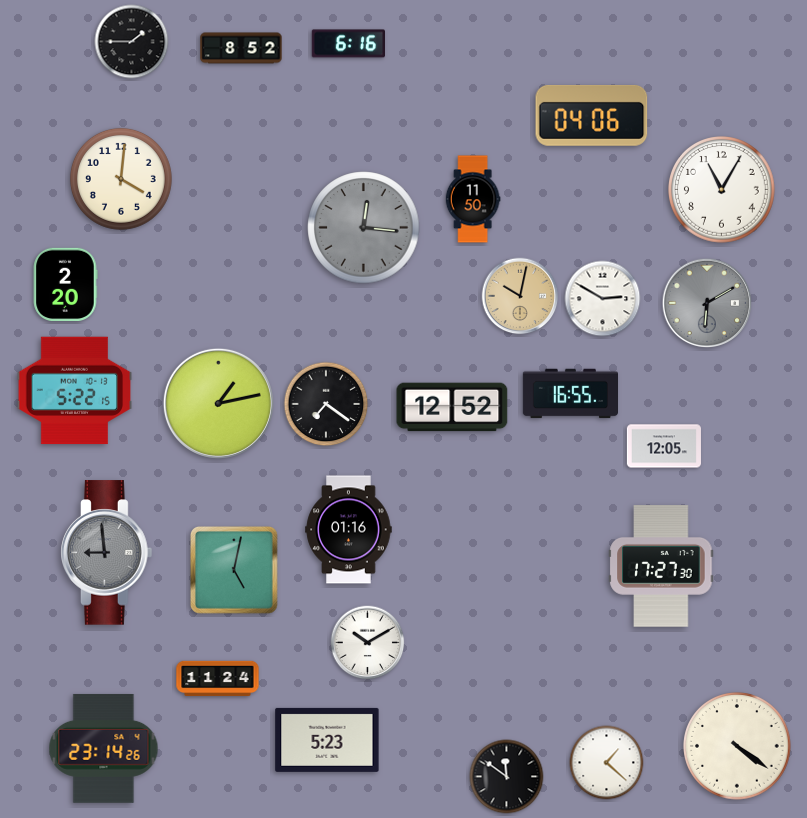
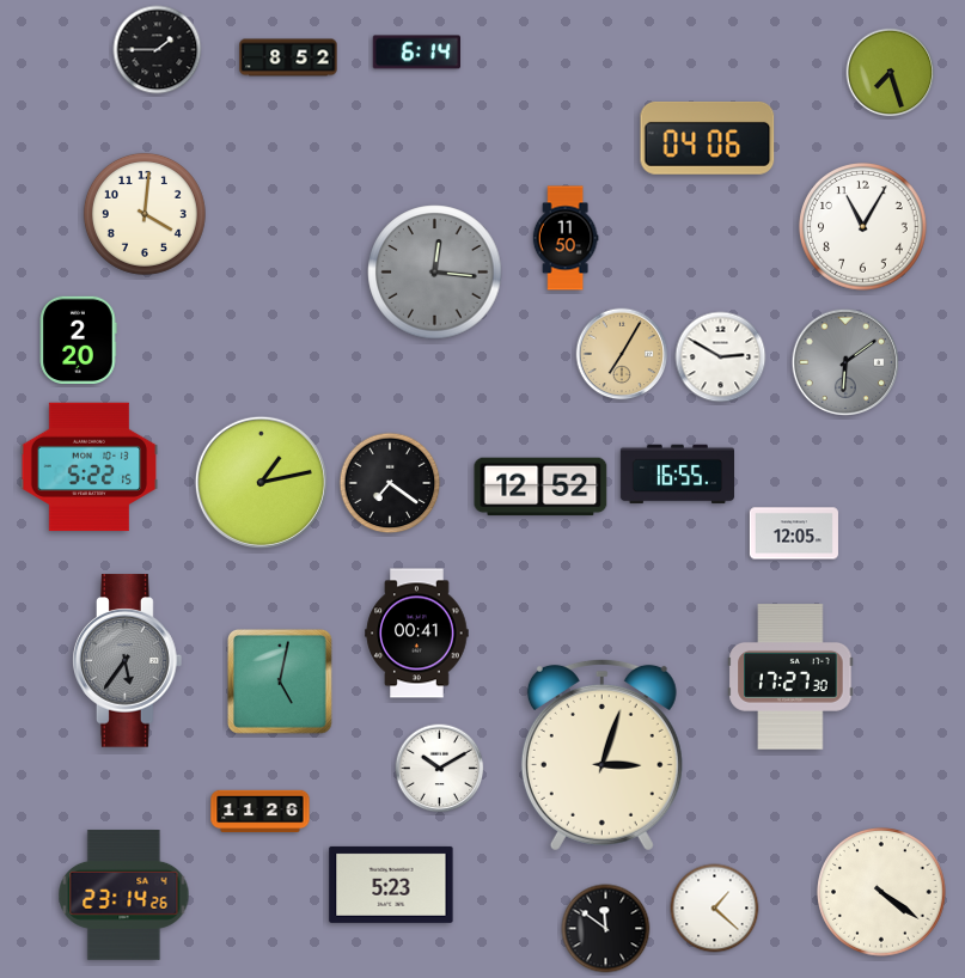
clock at (348, 44): 6:16 -> 6:14
clock at (891, 73): none -> 7:27
clock at (520, 296): 10:02 -> 7:05
clock at (707, 303): 6:10 -> 6:09
clock at (570, 394) position: (570, 394) -> (677, 475)
clock at (349, 530): 01:16 -> 00:41
clock at (107, 553): 8:59 -> 5:36
clock at (601, 754): none -> 3:03
clock at (218, 679): 11:24 -> 11:26
clock at (607, 763) position: (607, 763) -> (715, 909)
